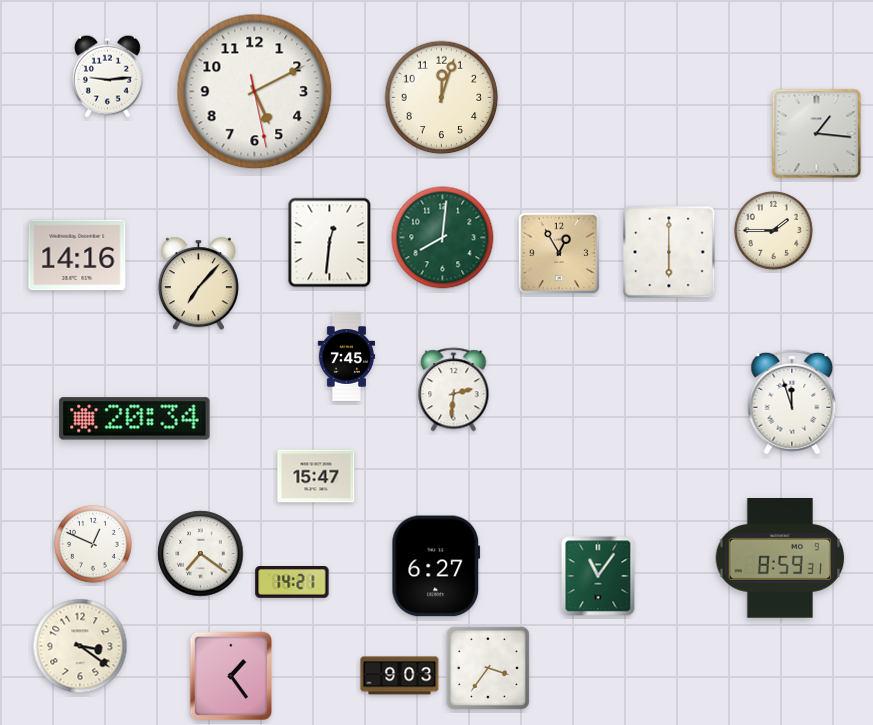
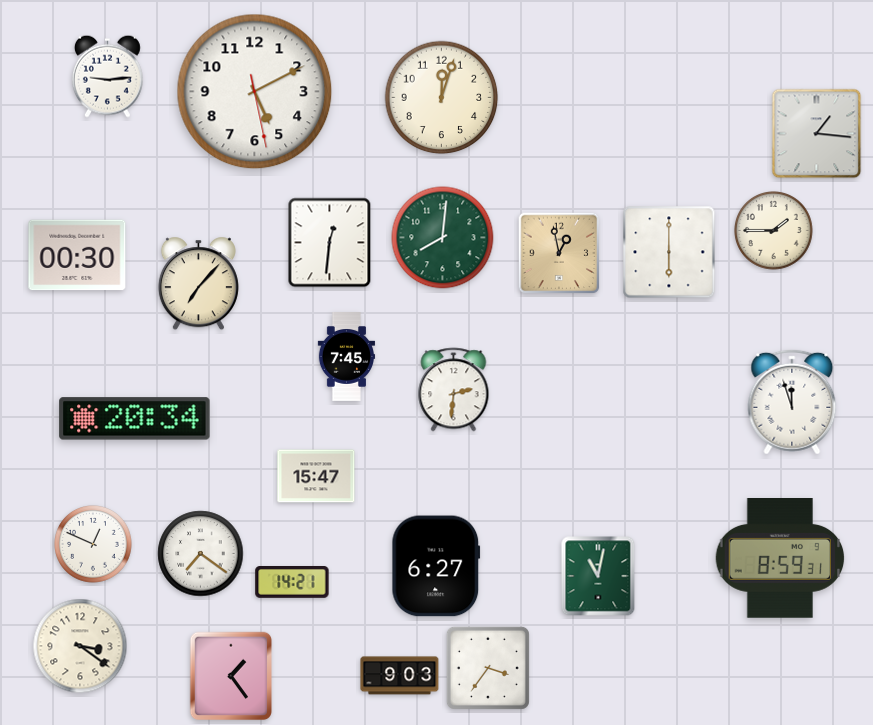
clock at (559, 253): 12:55 -> 12:58
clock at (77, 255): 14:16 -> 00:30
clock at (598, 576): 11:06 -> 11:02
